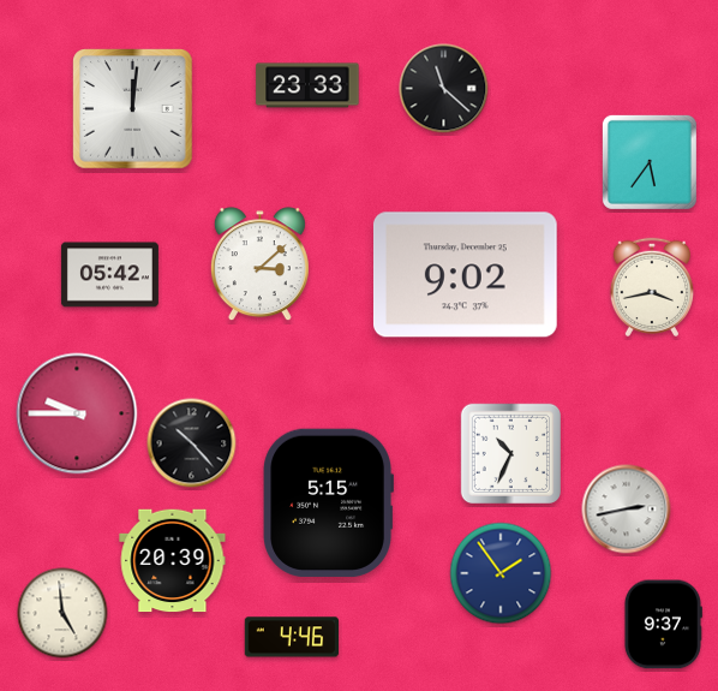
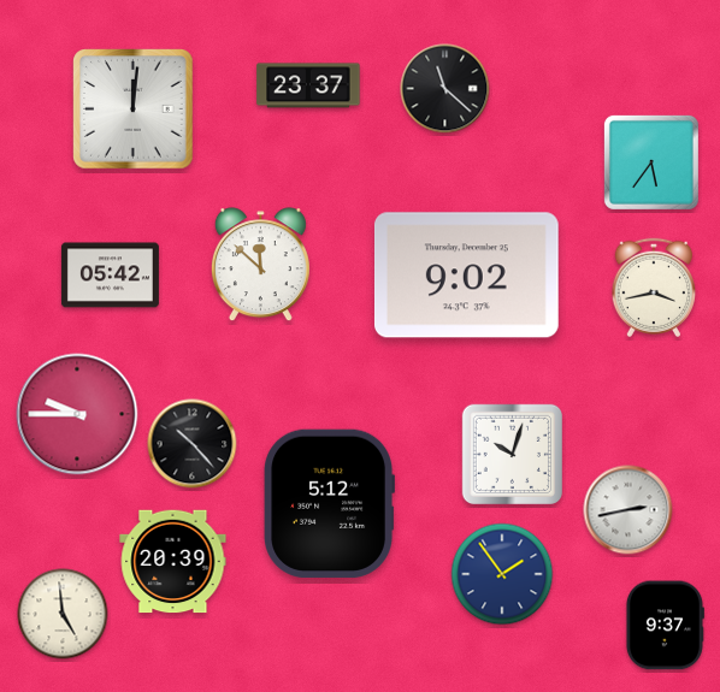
clock at (307, 85): 23:33 -> 23:37
clock at (259, 264): 3:08 -> 11:52
clock at (510, 453): 10:34 -> 10:03
clock at (328, 502): 5:15 -> 5:12
clock at (291, 637): 4:46 -> none
